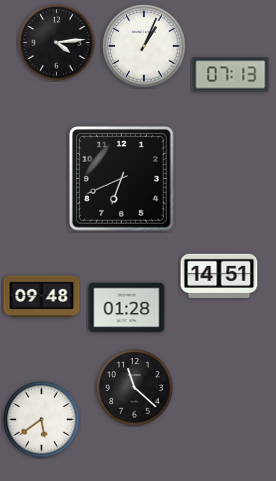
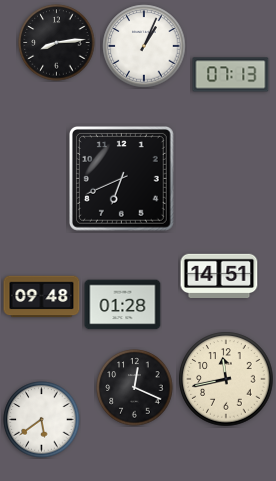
clock at (57, 43): 4:14 -> 8:14
clock at (127, 308) position: (127, 308) -> (123, 305)
clock at (226, 379): none -> 11:43
clock at (135, 388): 11:22 -> 12:19
